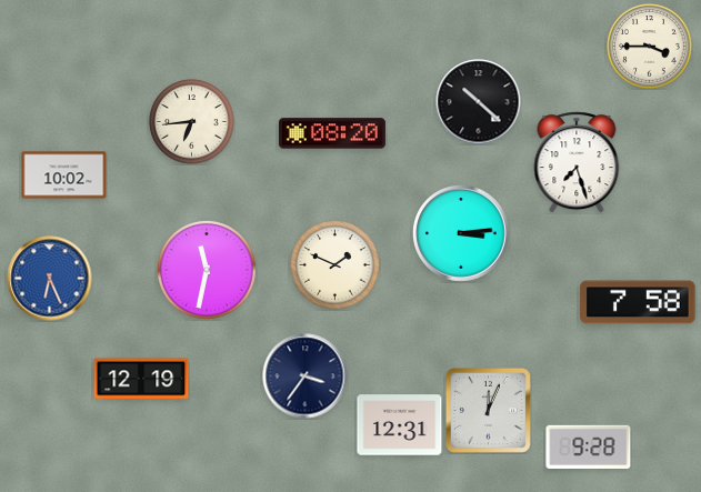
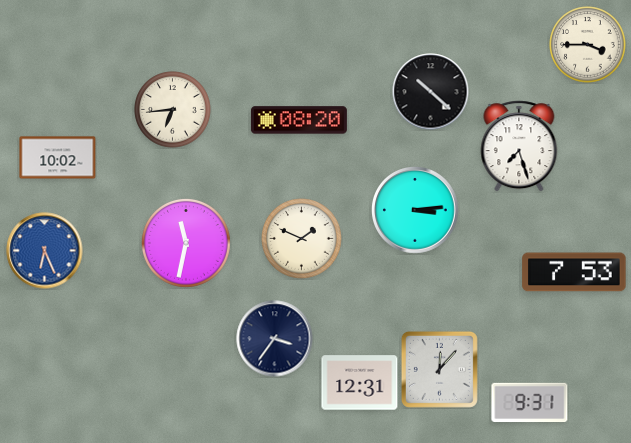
clock at (650, 47) position: (650, 47) -> (588, 45)
clock at (638, 302): 7:58 -> 7:53
clock at (141, 379): 12:19 -> none
clock at (488, 410): 12:04 -> 12:07
clock at (589, 448): 9:28 -> 9:31
